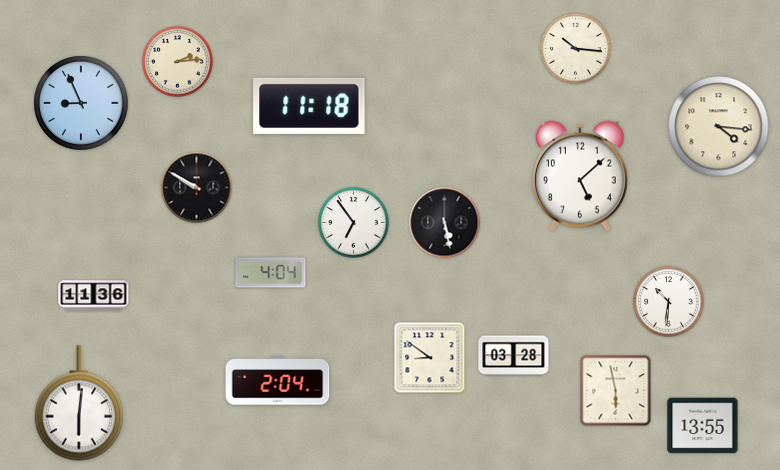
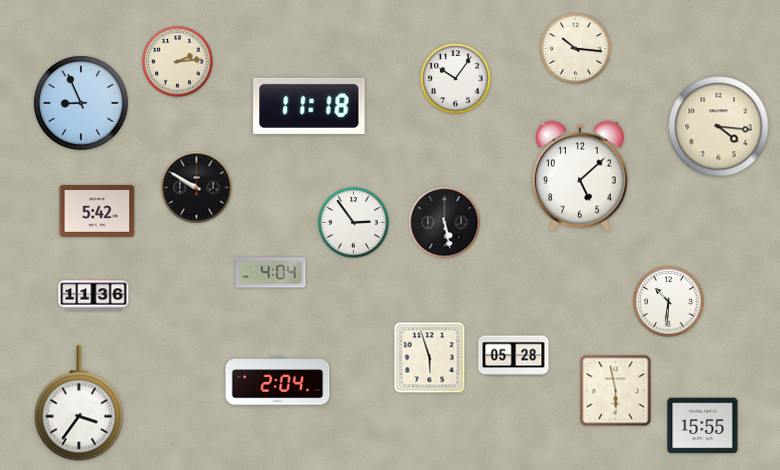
clock at (456, 79): none -> 10:06
clock at (97, 211): none -> 5:42
clock at (354, 223): 6:54 -> 2:54
clock at (514, 356): 03:28 -> 05:28
clock at (430, 358): 8:51 -> 5:57
clock at (79, 403): 6:01 -> 3:36
clock at (703, 426): 13:55 -> 15:55
